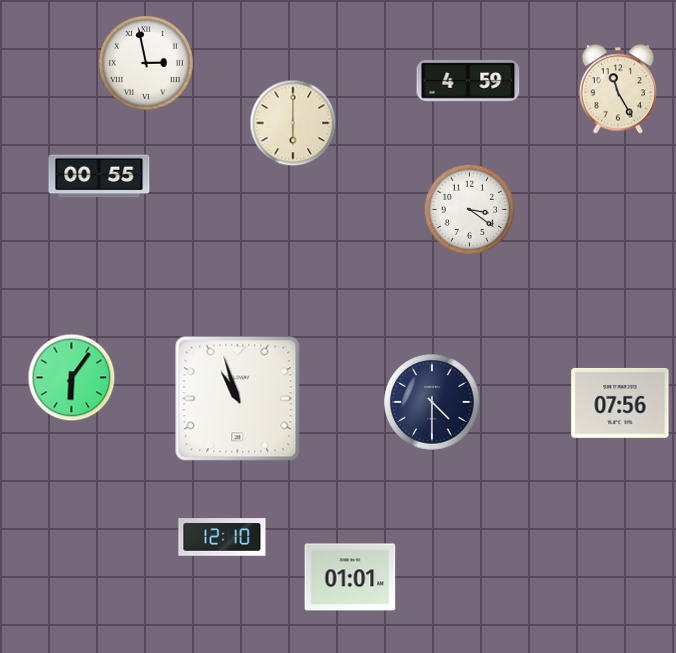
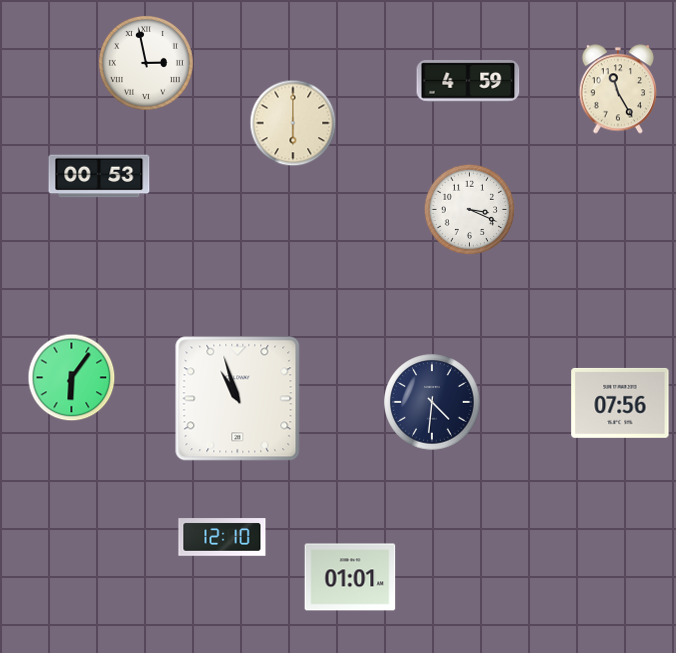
clock at (99, 176): 00:55 -> 00:53
clock at (470, 210): 3:21 -> 3:19
clock at (432, 402): 4:30 -> 4:31
